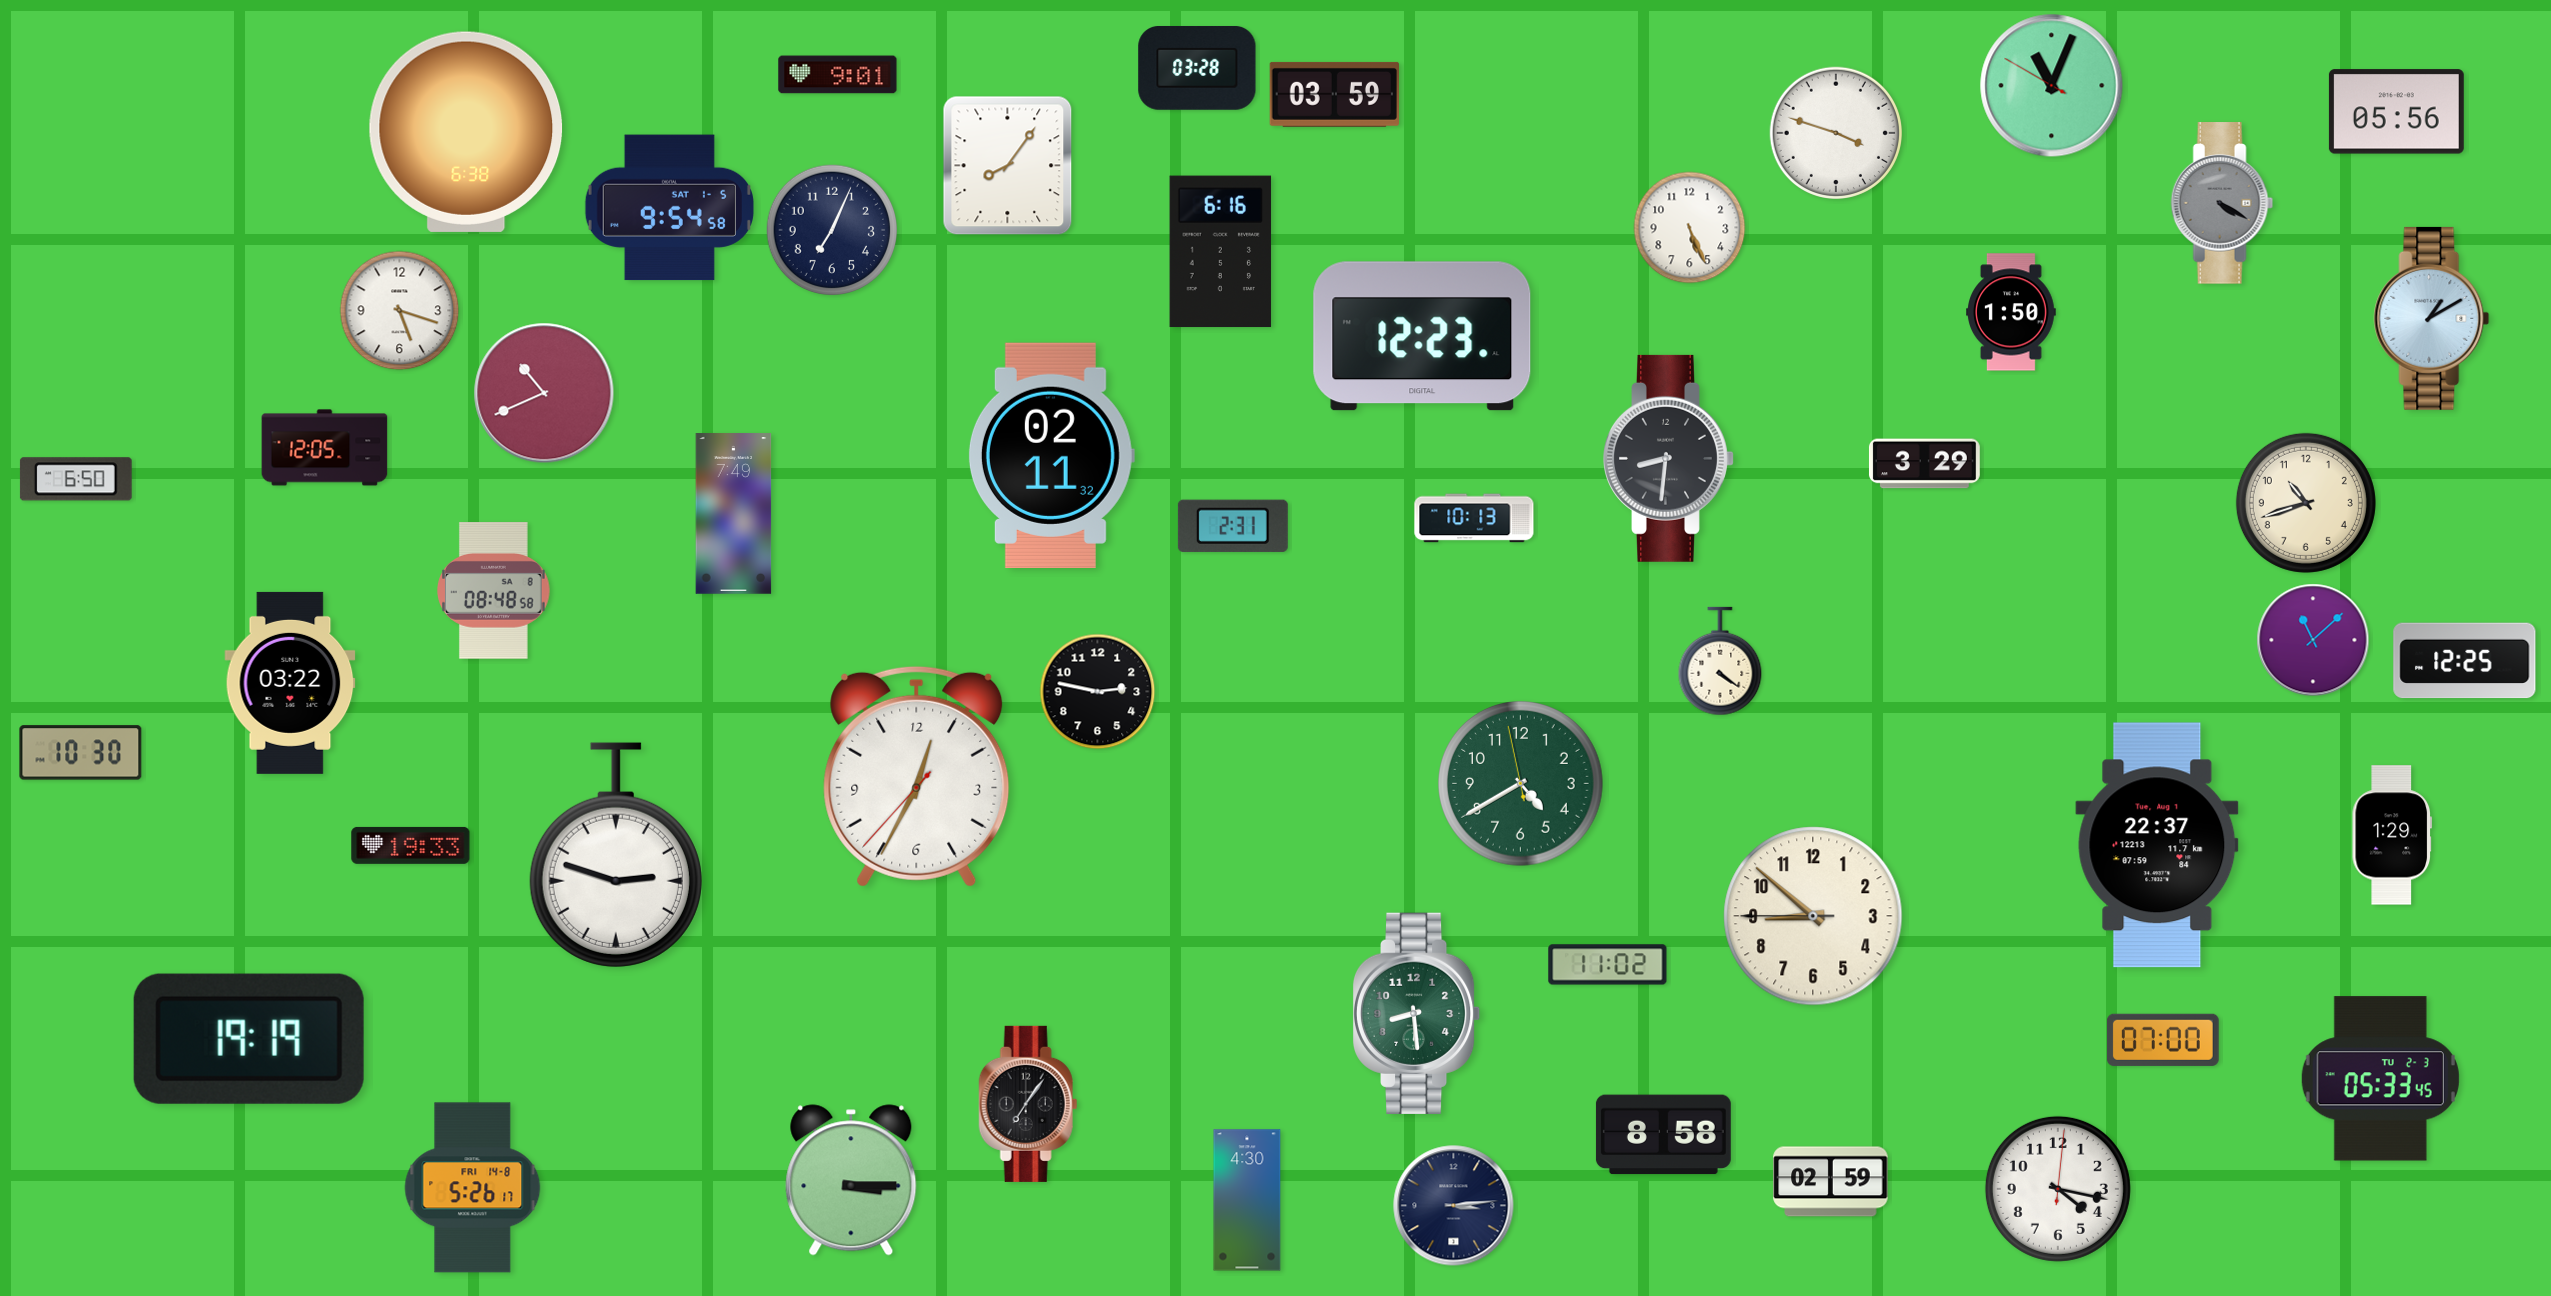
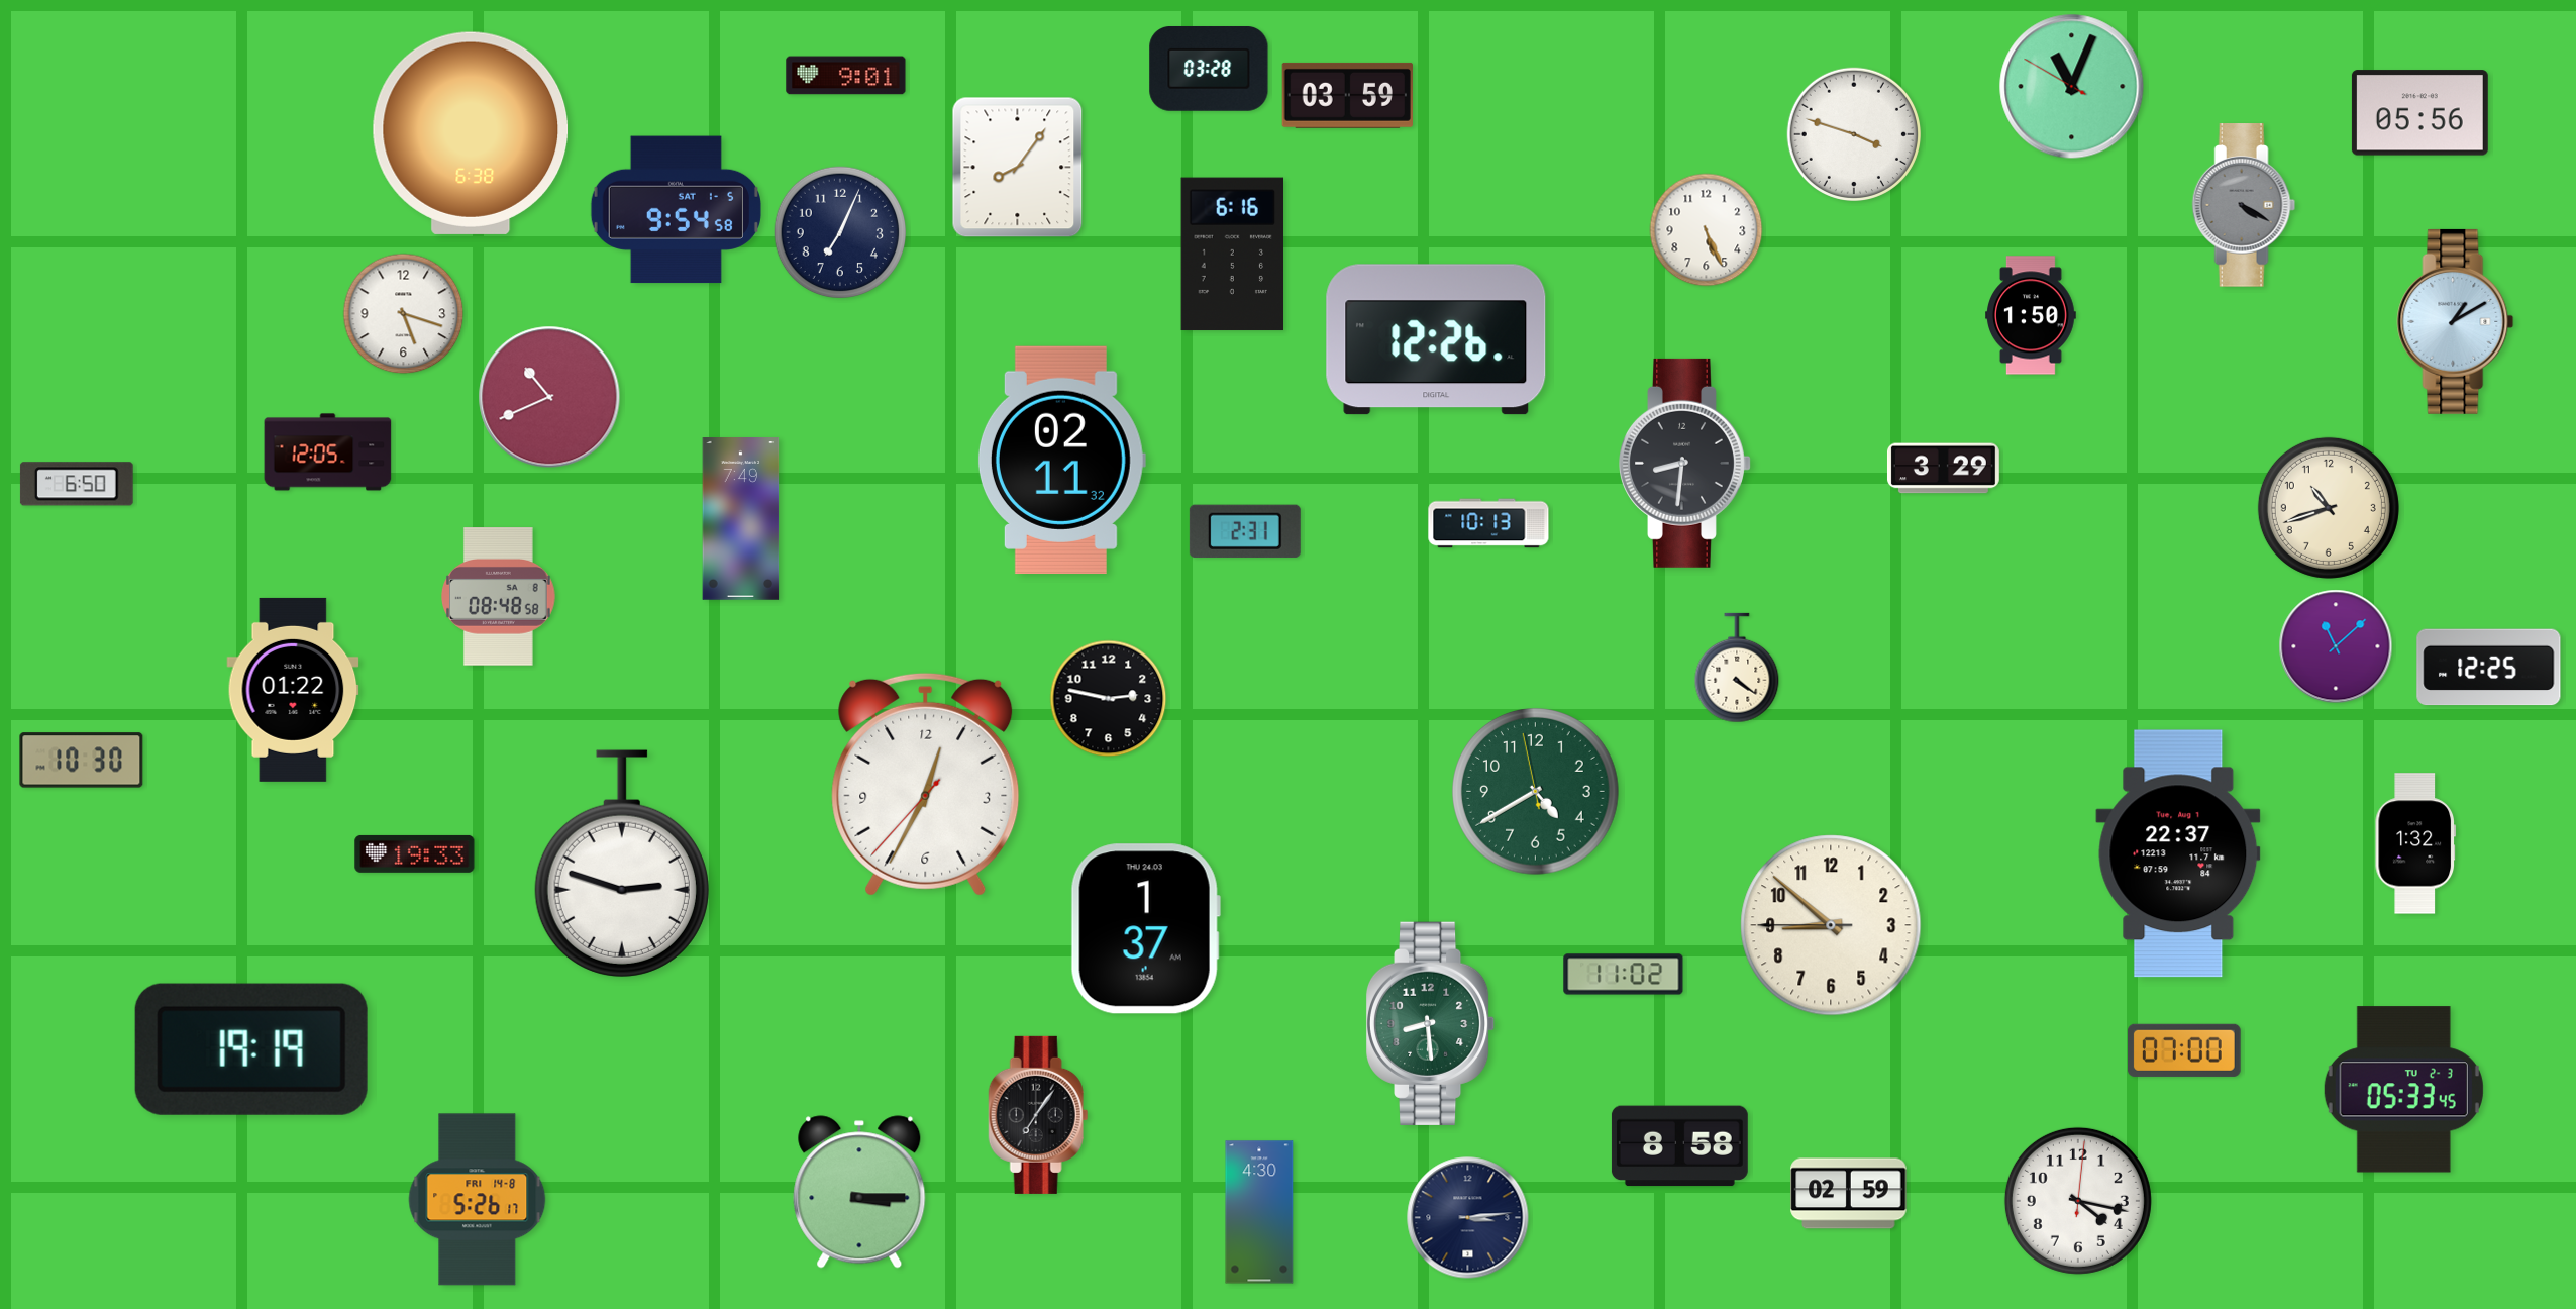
clock at (1422, 336): 12:23 -> 12:26
clock at (290, 683): 03:22 -> 01:22
clock at (2391, 835): 1:29 -> 1:32
clock at (1145, 929): none -> 1:37
